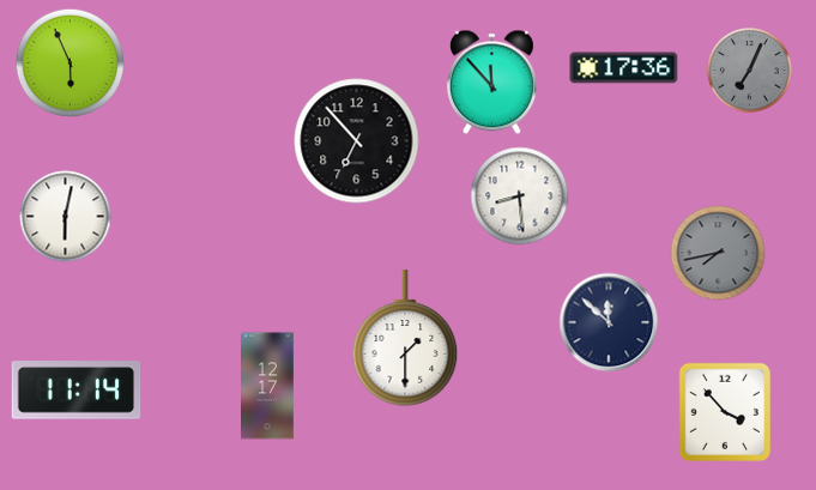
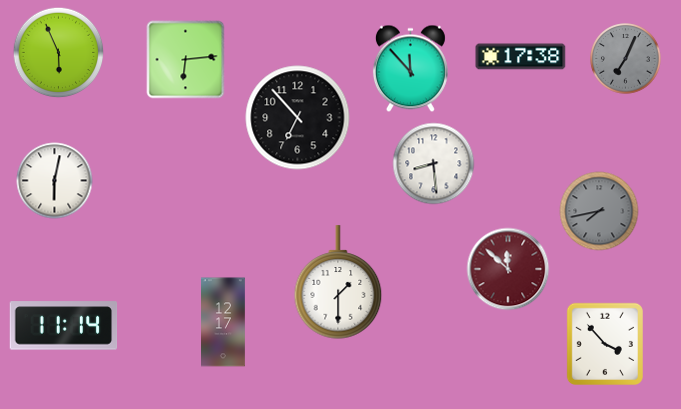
clock at (624, 68): 17:36 -> 17:38
clock at (186, 60): none -> 6:14
clock at (609, 322) dial: navy -> burgundy
